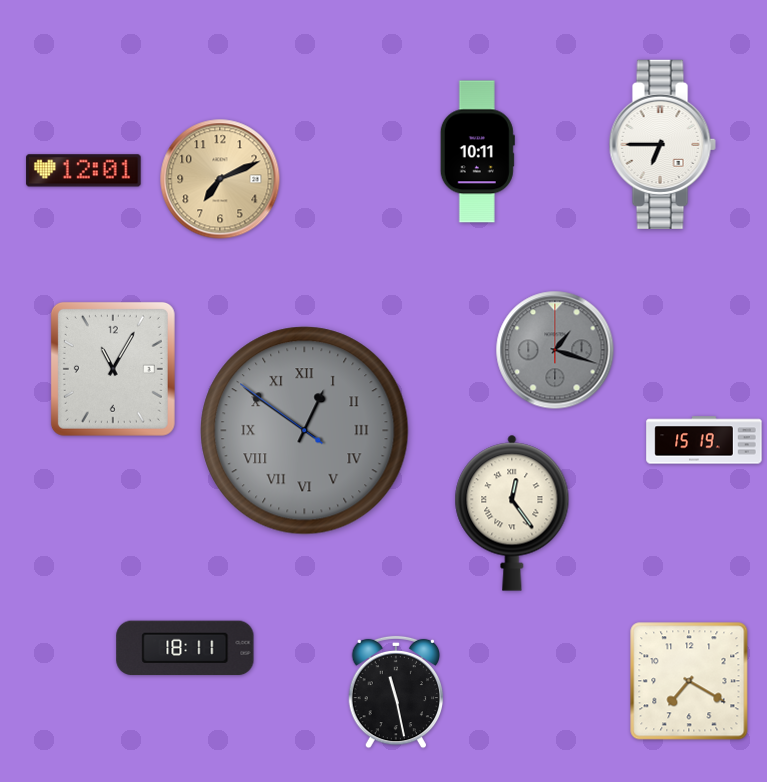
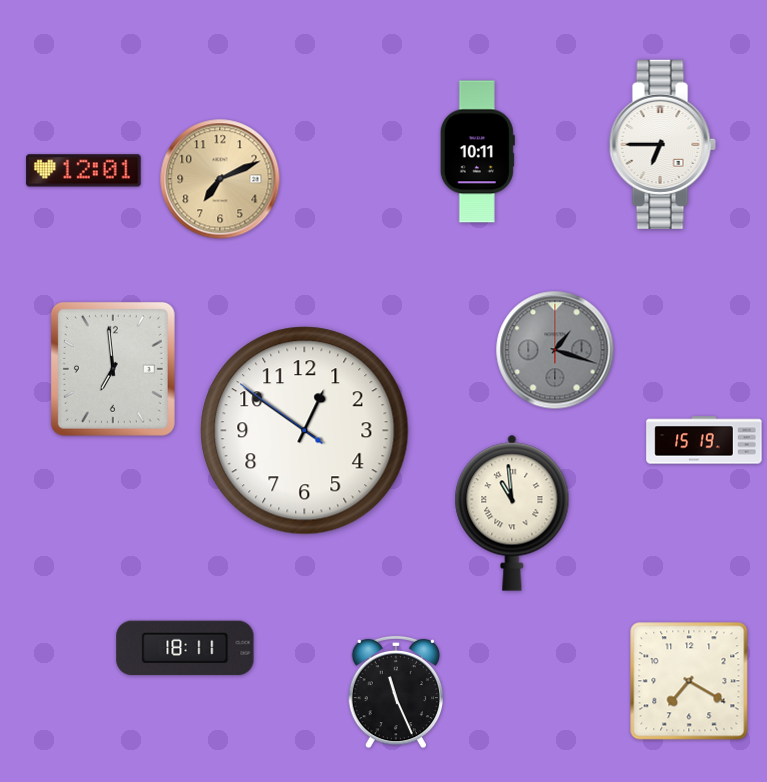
clock at (113, 369): 11:05 -> 6:59
clock at (305, 431) dial: grey -> white
clock at (305, 431) numerals: Roman -> Arabic
clock at (512, 513): 12:24 -> 10:59
clock at (396, 692): 11:28 -> 11:26
